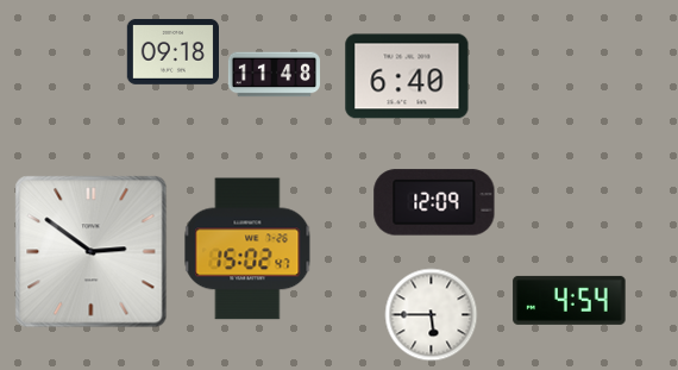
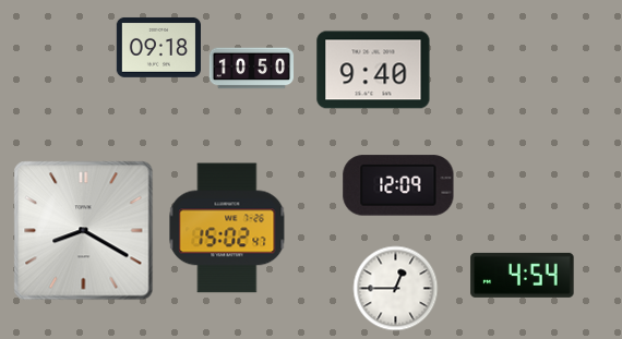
clock at (274, 75): 11:48 -> 10:50
clock at (407, 76): 6:40 -> 9:40
clock at (92, 252): 2:51 -> 8:20
clock at (431, 314): 5:45 -> 12:45
